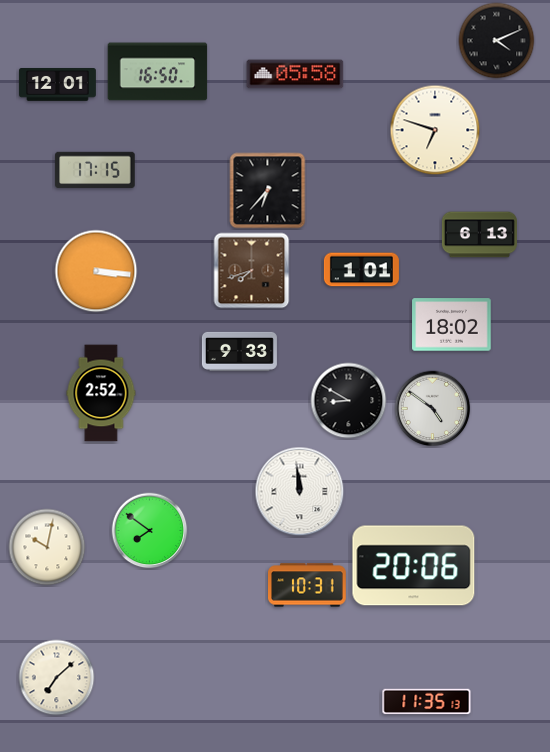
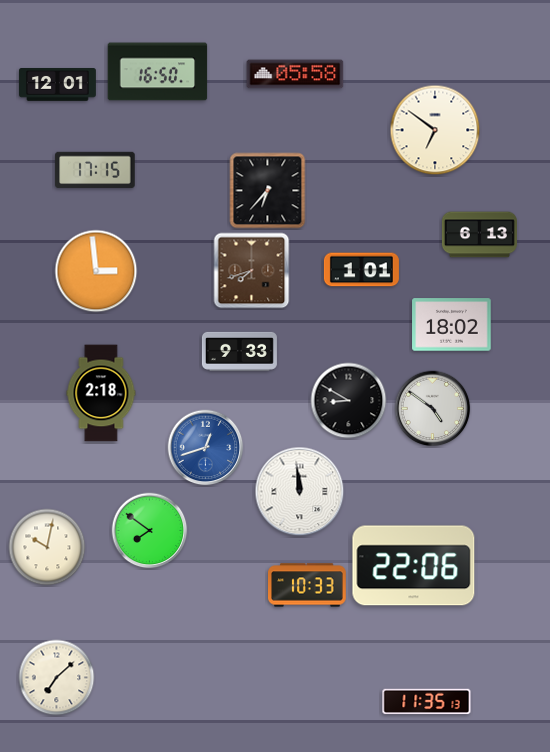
clock at (497, 41): 4:11 -> none
clock at (435, 130): 6:48 -> 6:51
clock at (96, 271): 3:16 -> 2:59
clock at (101, 393): 2:52 -> 2:18
clock at (206, 448): none -> 12:42
clock at (414, 566): 20:06 -> 22:06
clock at (308, 585): 10:31 -> 10:33
